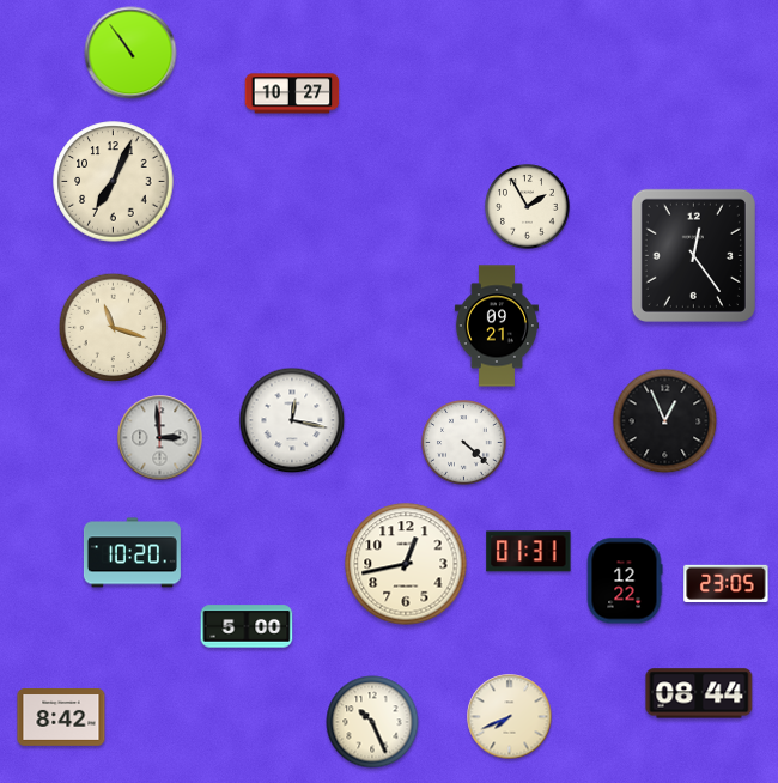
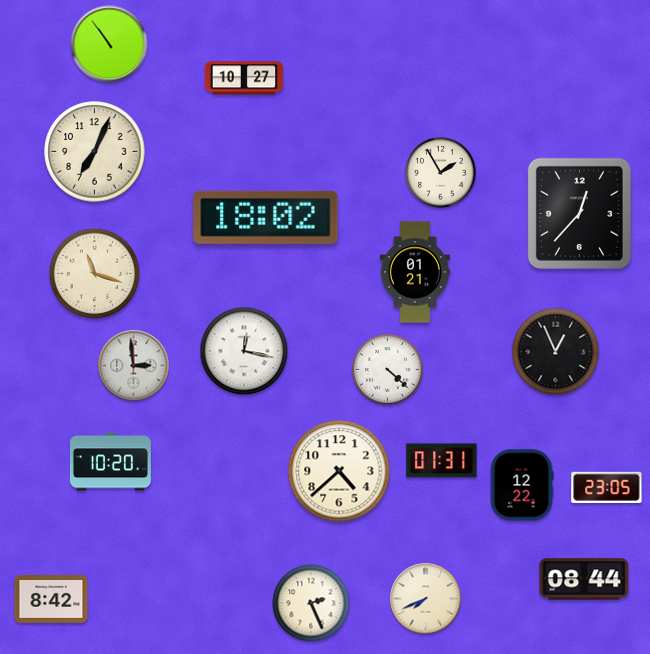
clock at (693, 255): 12:24 -> 12:37
clock at (266, 217): none -> 18:02
clock at (497, 326): 09:21 -> 01:21
clock at (406, 564): 12:43 -> 4:38
clock at (247, 626): 5:00 -> none
clock at (372, 722): 10:26 -> 2:26
